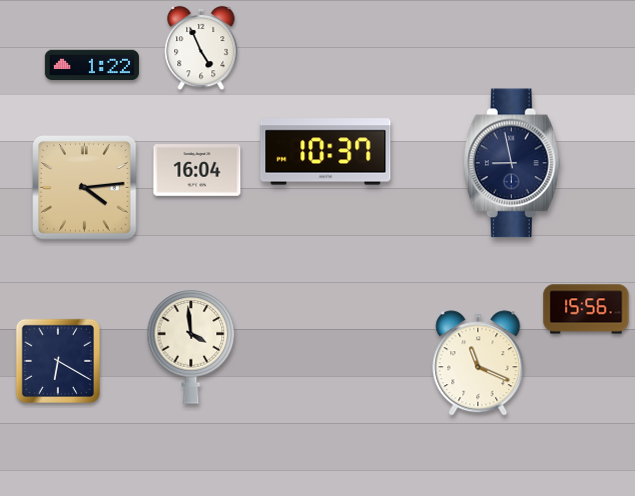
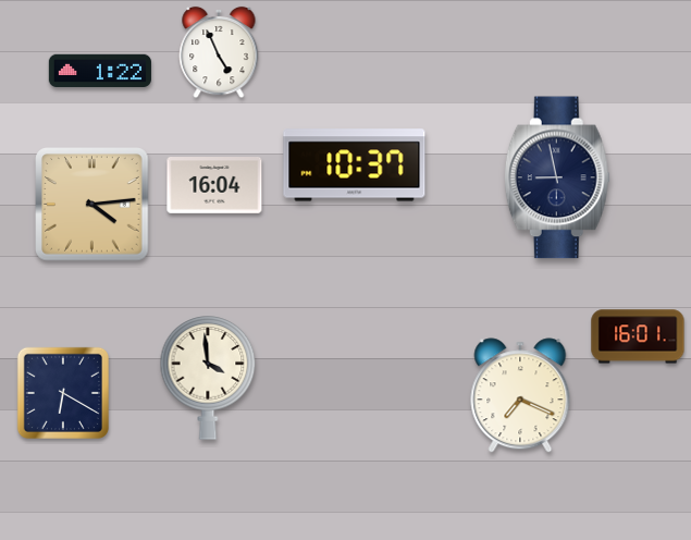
clock at (586, 309): 15:56 -> 16:01
clock at (478, 363): 11:19 -> 7:19
